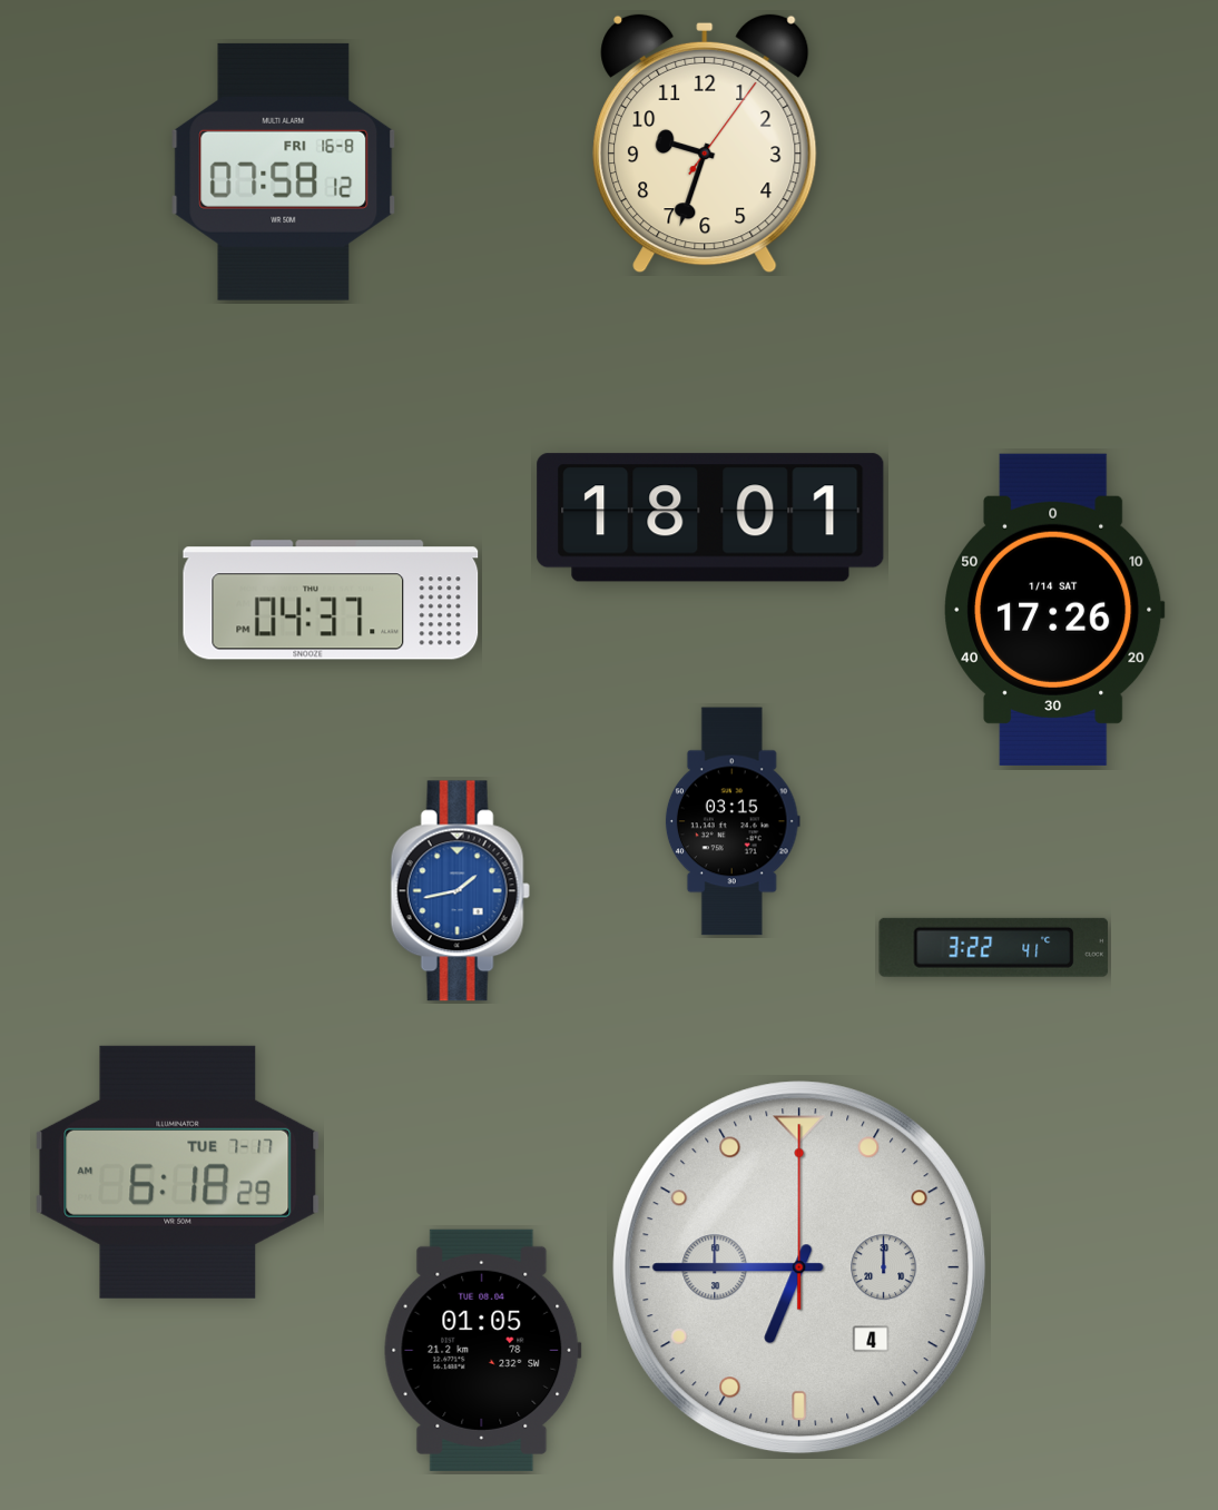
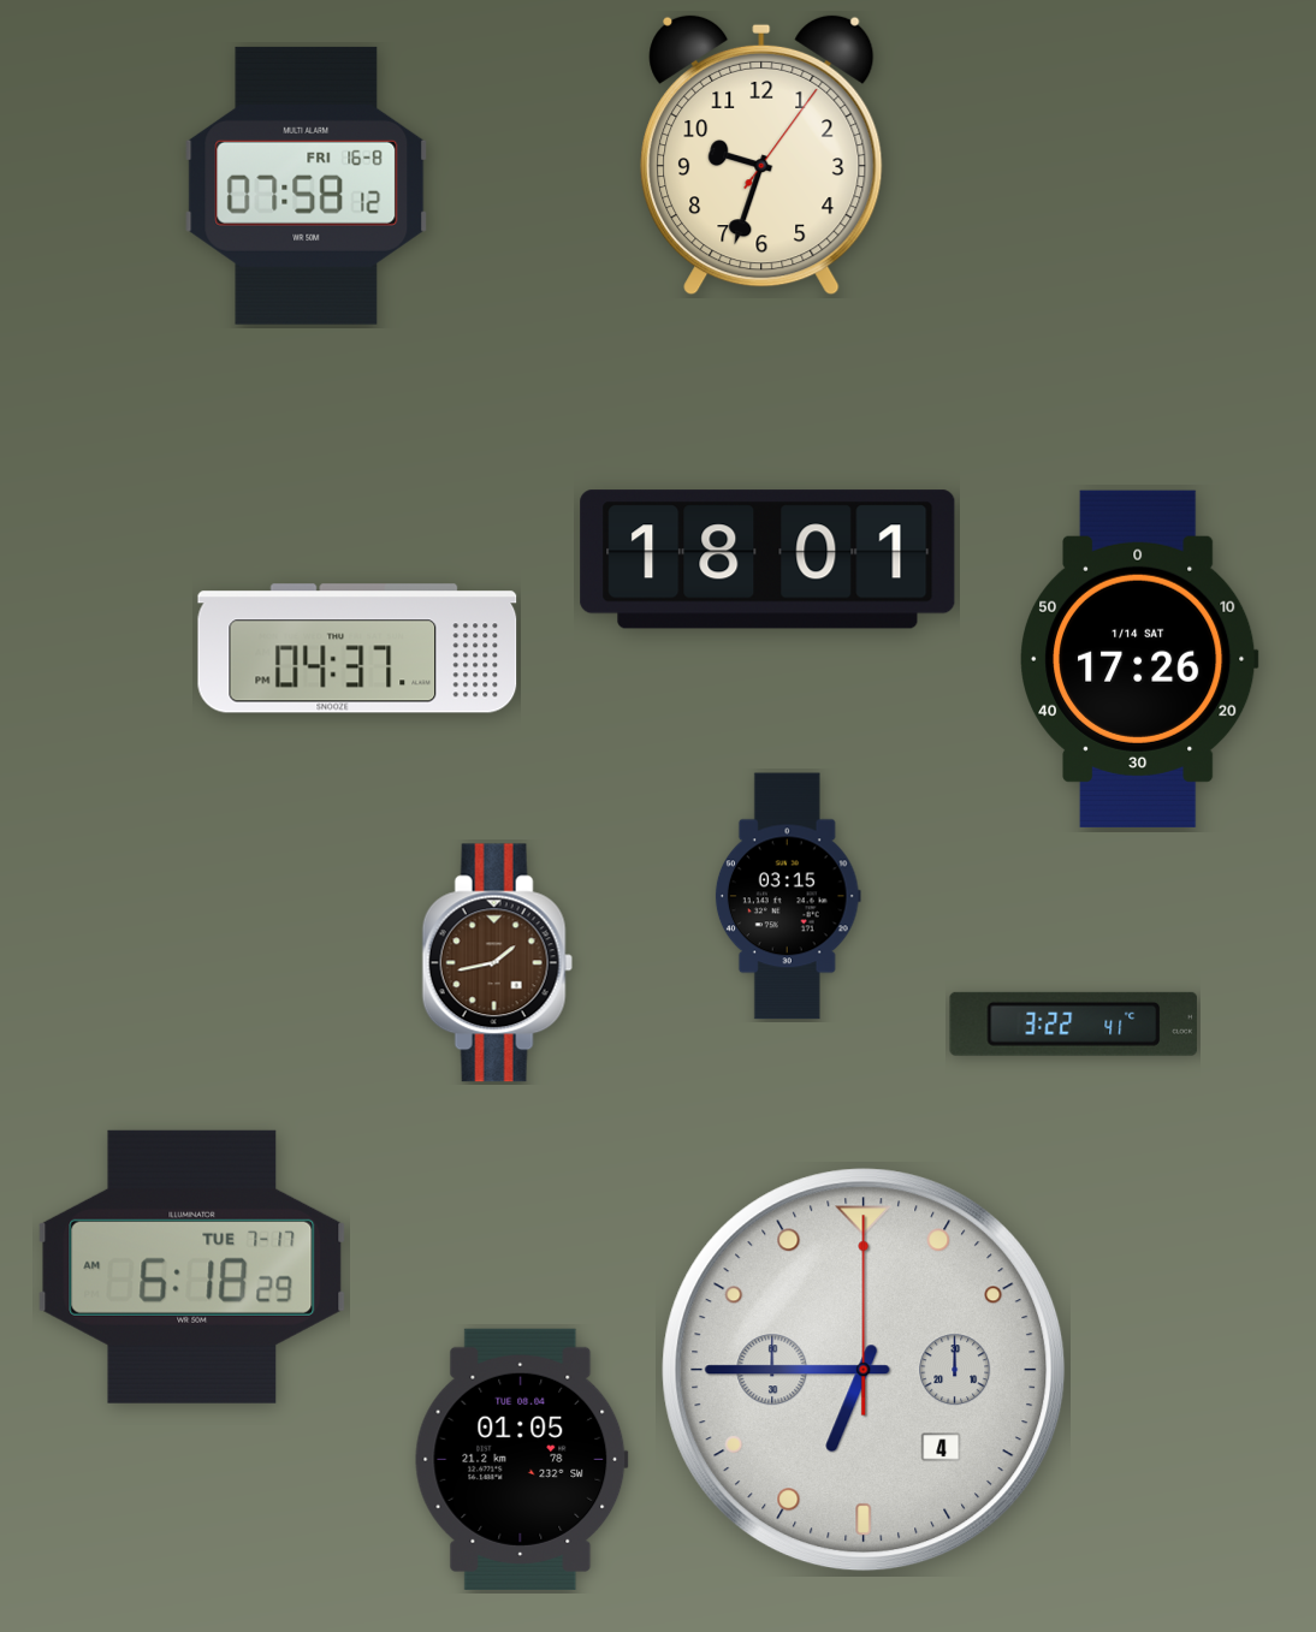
clock at (733, 821) position: (733, 821) -> (788, 896)
clock at (460, 891) dial: blue -> brown
